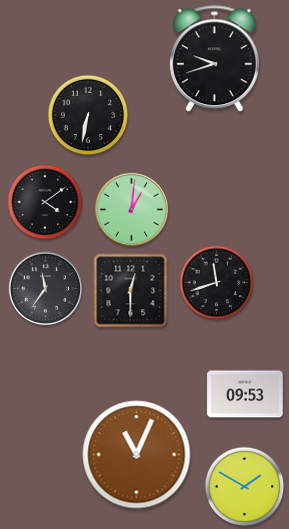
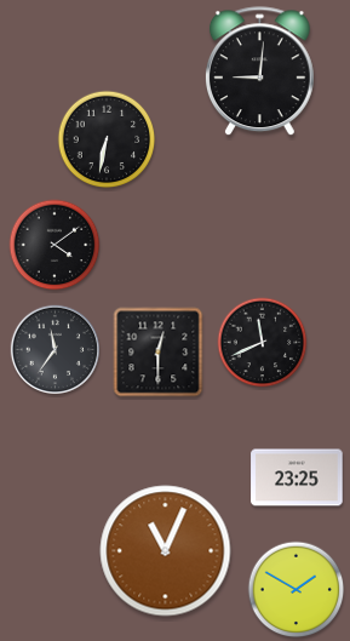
clock at (214, 59): 9:42 -> 9:01
clock at (131, 209): 1:01 -> none
clock at (217, 283): 11:42 -> 11:41
clock at (245, 394): 09:53 -> 23:25
